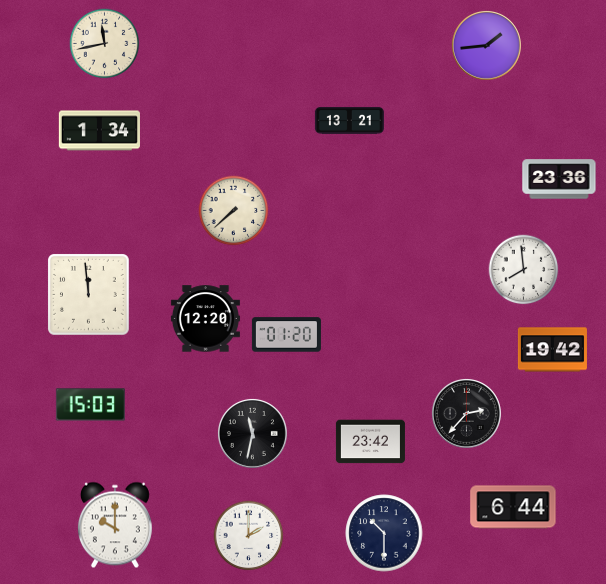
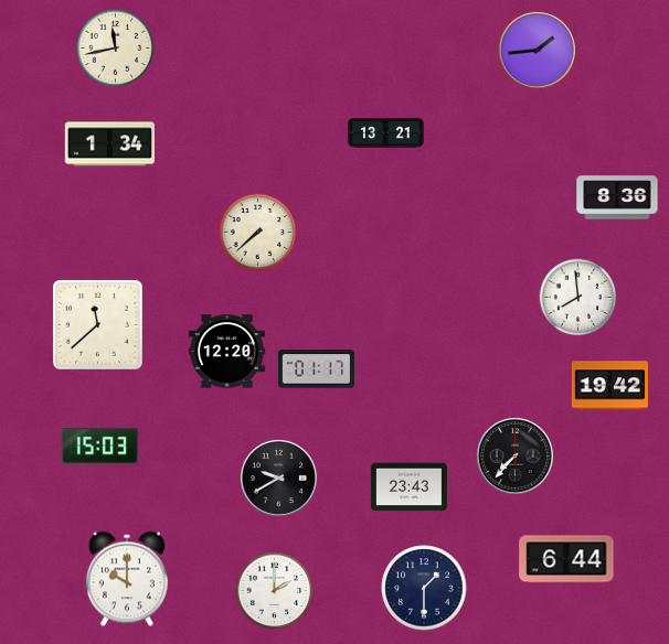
clock at (559, 179): 23:36 -> 8:36
clock at (89, 295): 11:59 -> 11:38
clock at (286, 335): 01:20 -> 01:17
clock at (466, 413): 2:37 -> 7:37
clock at (252, 433): 11:32 -> 9:40
clock at (370, 442): 23:42 -> 23:43
clock at (384, 533): 10:30 -> 1:30
